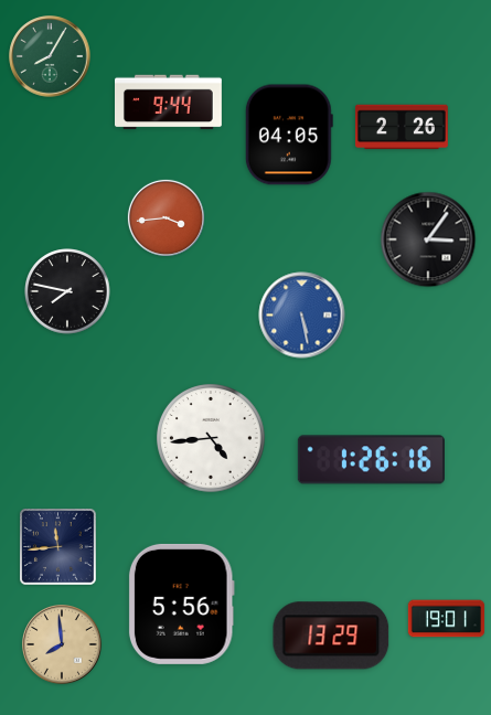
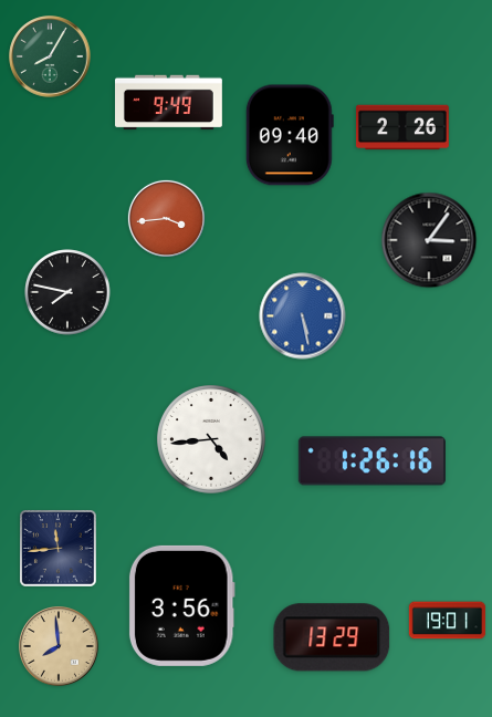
clock at (169, 103): 9:44 -> 9:49
clock at (289, 135): 04:05 -> 09:40
clock at (181, 604): 5:56 -> 3:56
clock at (63, 645) position: (63, 645) -> (60, 647)
